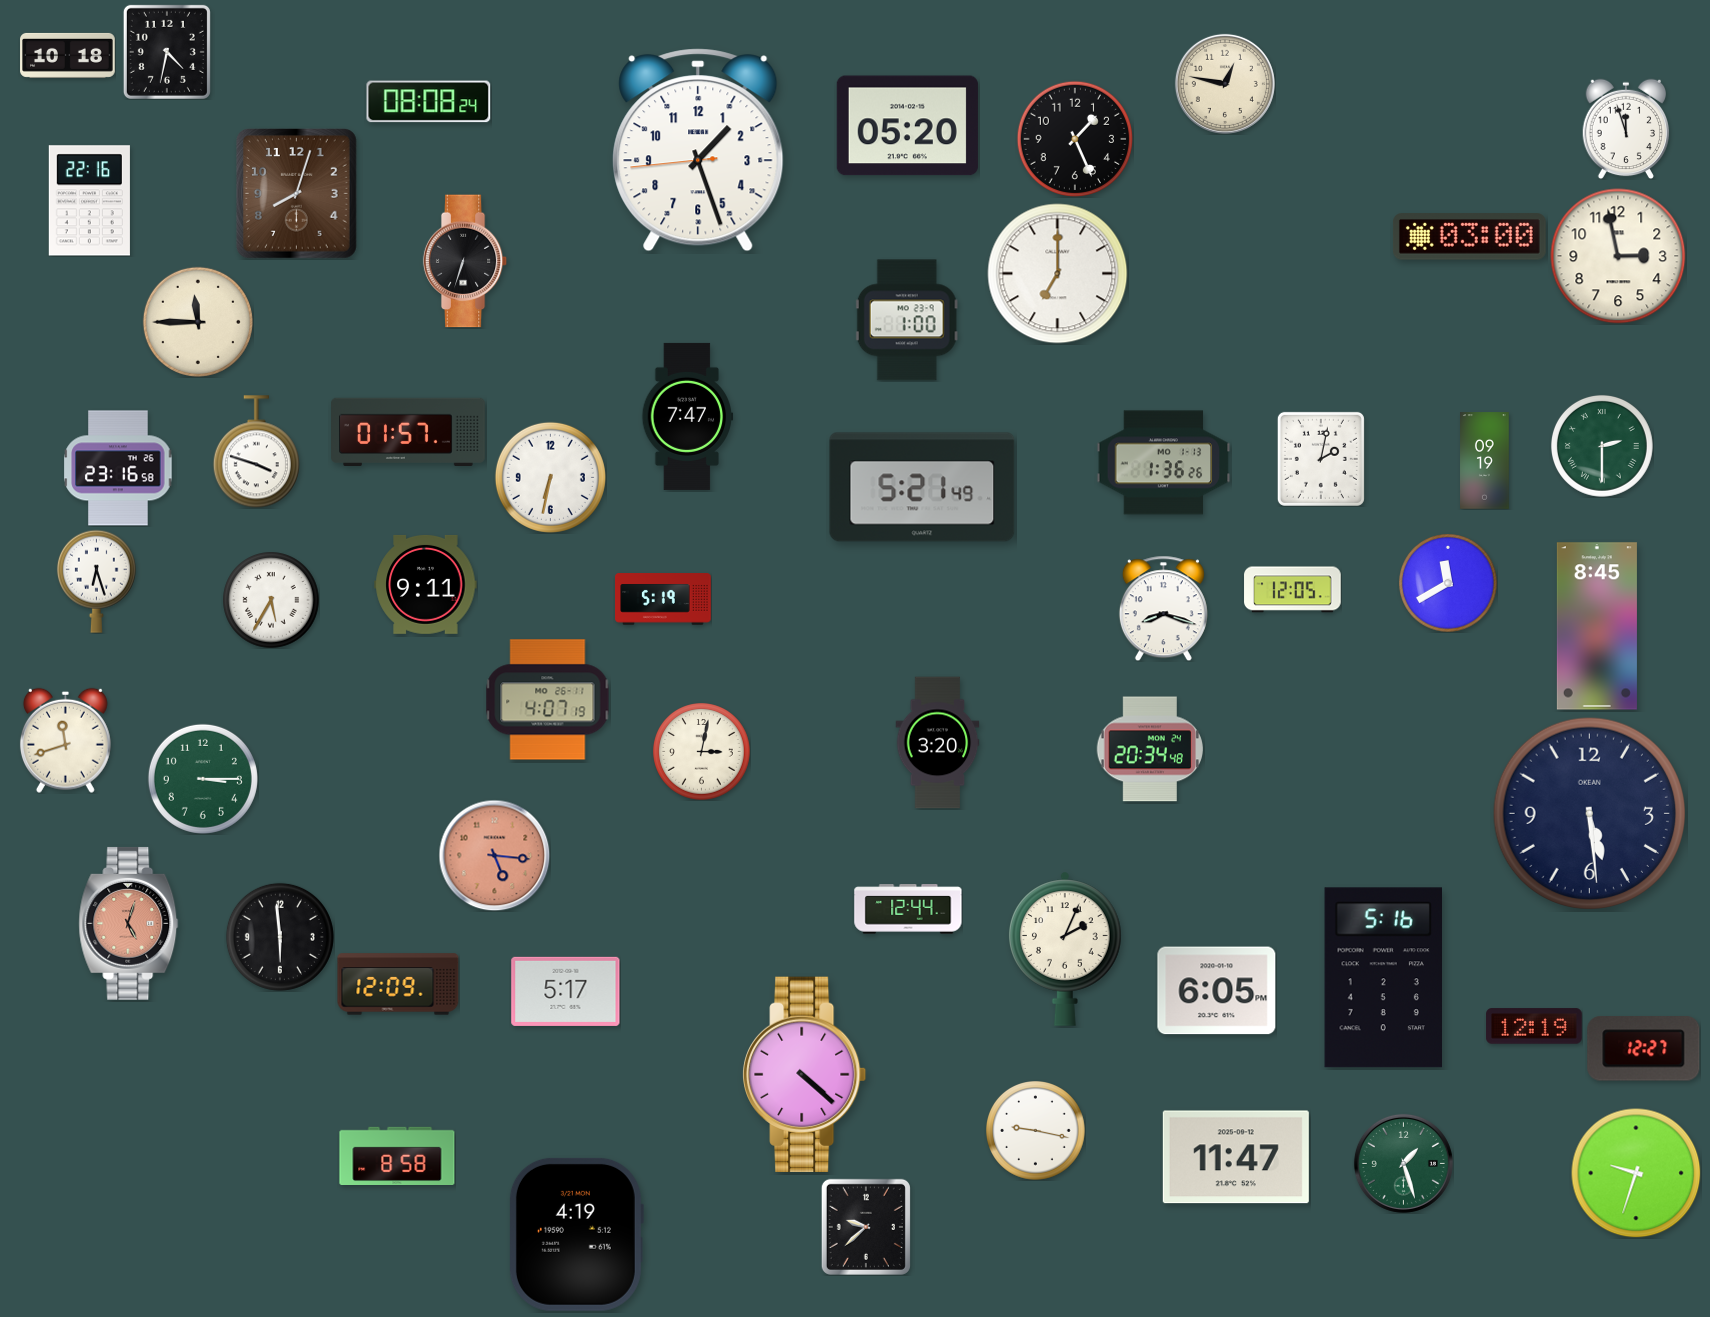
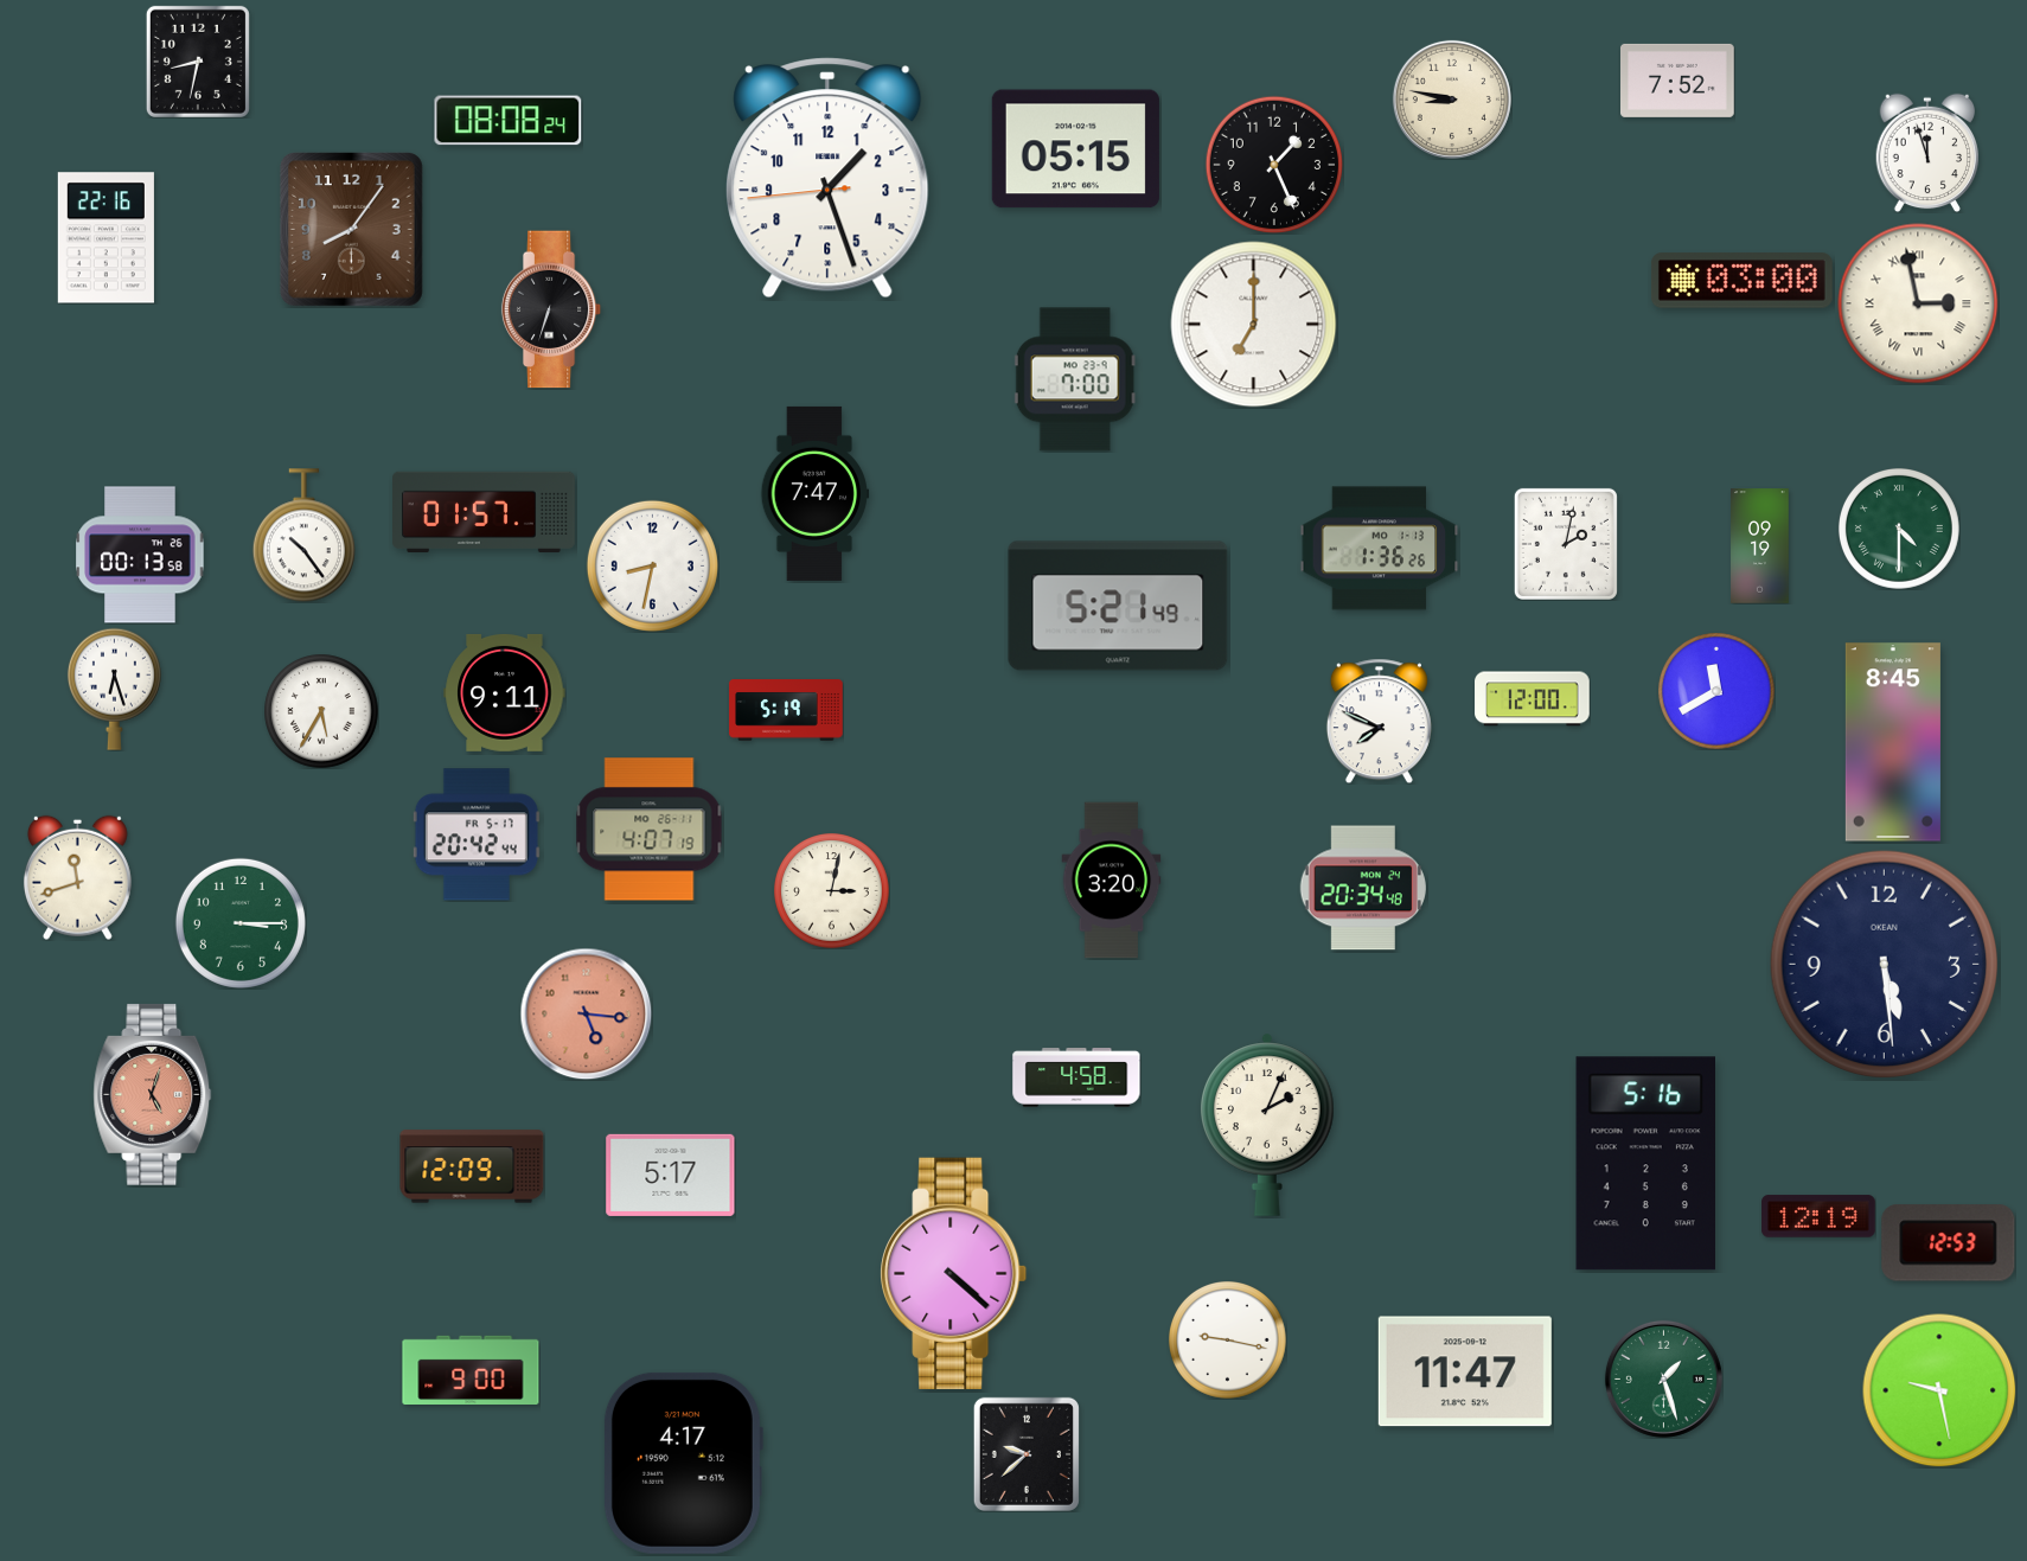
clock at (167, 52): 4:32 -> 8:32
clock at (68, 55): 10:18 -> none
clock at (1678, 81): none -> 7:52
clock at (1225, 84): 12:47 -> 8:47
clock at (907, 126): 05:20 -> 05:15
clock at (297, 194): 8:03 -> 8:06
clock at (1618, 256) numerals: Arabic -> Roman
clock at (907, 320): 1:00 -> 7:00
clock at (198, 322): 11:45 -> none
clock at (1602, 446): 2:30 -> 4:30
clock at (256, 452): 3:48 -> 10:24
clock at (118, 468): 23:16 -> 00:13
clock at (550, 477): 6:32 -> 8:32
clock at (922, 487) position: (922, 487) -> (1118, 606)
clock at (1293, 590): 12:05 -> 12:00
clock at (1163, 608): 8:18 -> 7:49
clock at (477, 834): none -> 20:42
clock at (908, 909): 12:44 -> 4:58
clock at (280, 937): 5:59 -> none
clock at (1066, 949) position: (1066, 949) -> (1268, 1125)
clock at (1383, 978) position: (1383, 978) -> (1645, 1164)
clock at (1217, 991): 6:05 -> none
clock at (1644, 1049): 12:27 -> 12:53
clock at (397, 1155): 8:58 -> 9:00
clock at (1636, 1173): 9:33 -> 9:28
clock at (576, 1234): 4:19 -> 4:17
